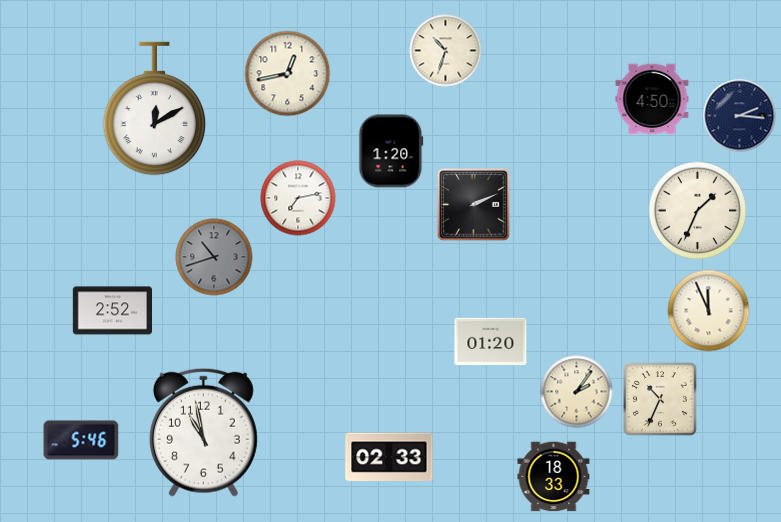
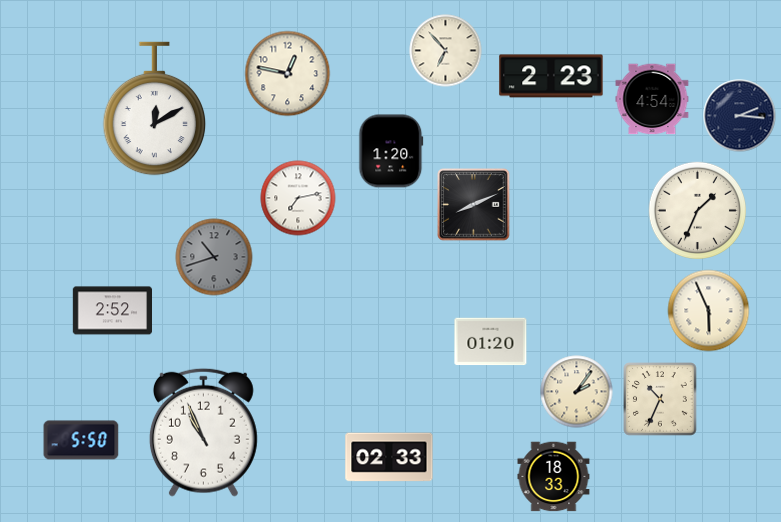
clock at (446, 51): 10:33 -> 6:53
clock at (288, 74): 12:43 -> 12:47
clock at (551, 76): none -> 2:23
clock at (652, 99): 4:50 -> 4:54
clock at (474, 205): 2:11 -> 8:11
clock at (709, 311): 11:56 -> 5:56
clock at (203, 432): 10:58 -> 10:56
clock at (81, 440): 5:46 -> 5:50
